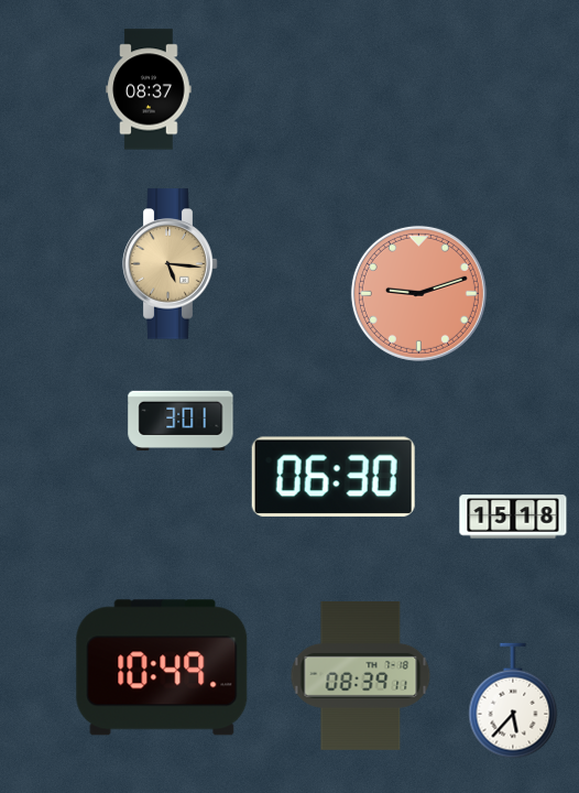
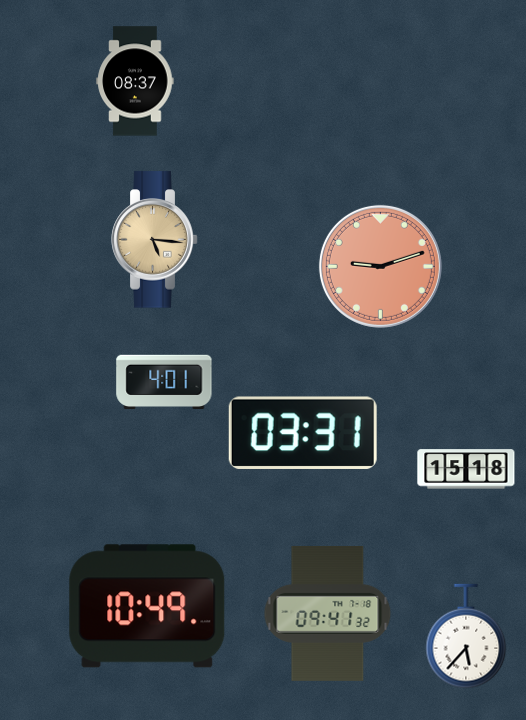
clock at (181, 420): 3:01 -> 4:01
clock at (334, 477): 06:30 -> 03:31
clock at (361, 675): 08:39 -> 09:41
